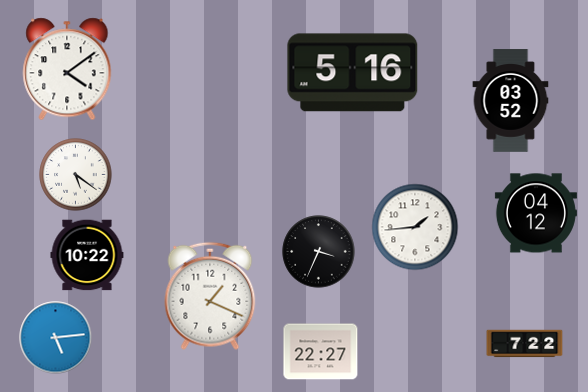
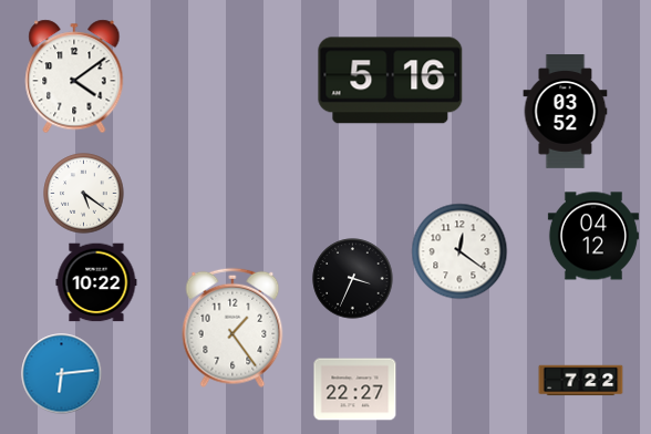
clock at (415, 227): 1:44 -> 12:21
clock at (210, 296): 1:19 -> 1:24
clock at (56, 338): 5:14 -> 6:14
